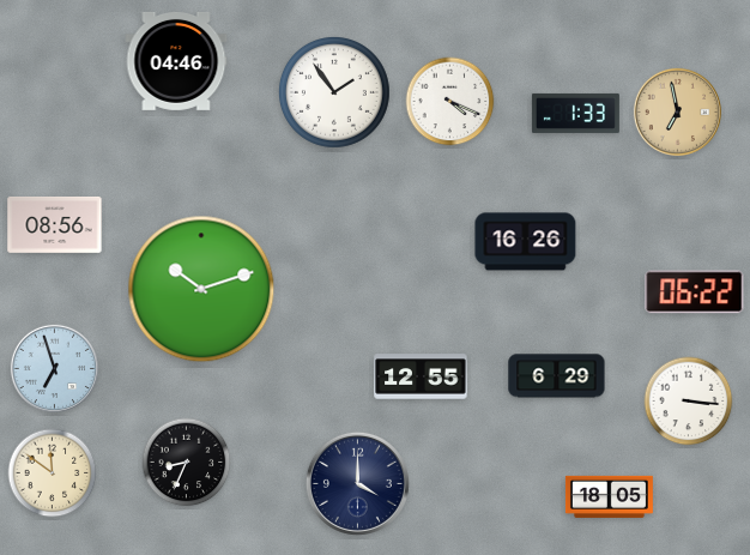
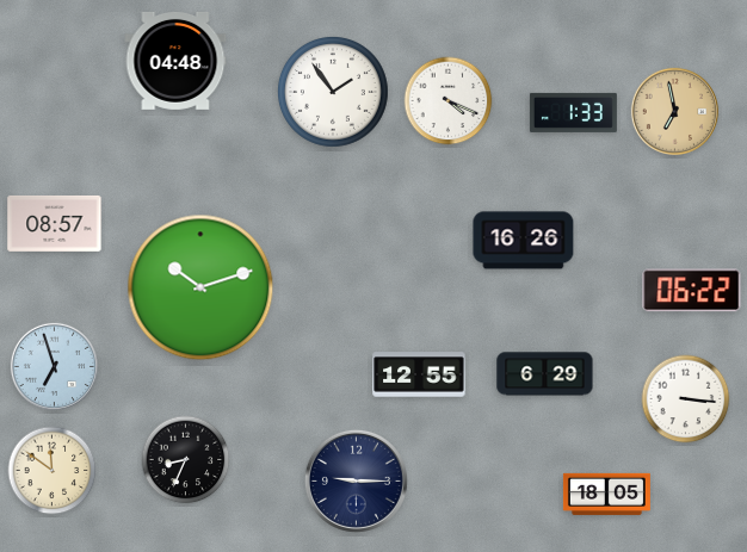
clock at (176, 61): 04:46 -> 04:48
clock at (55, 224): 08:56 -> 08:57
clock at (557, 376) position: (557, 376) -> (545, 374)
clock at (357, 483): 4:00 -> 9:15
